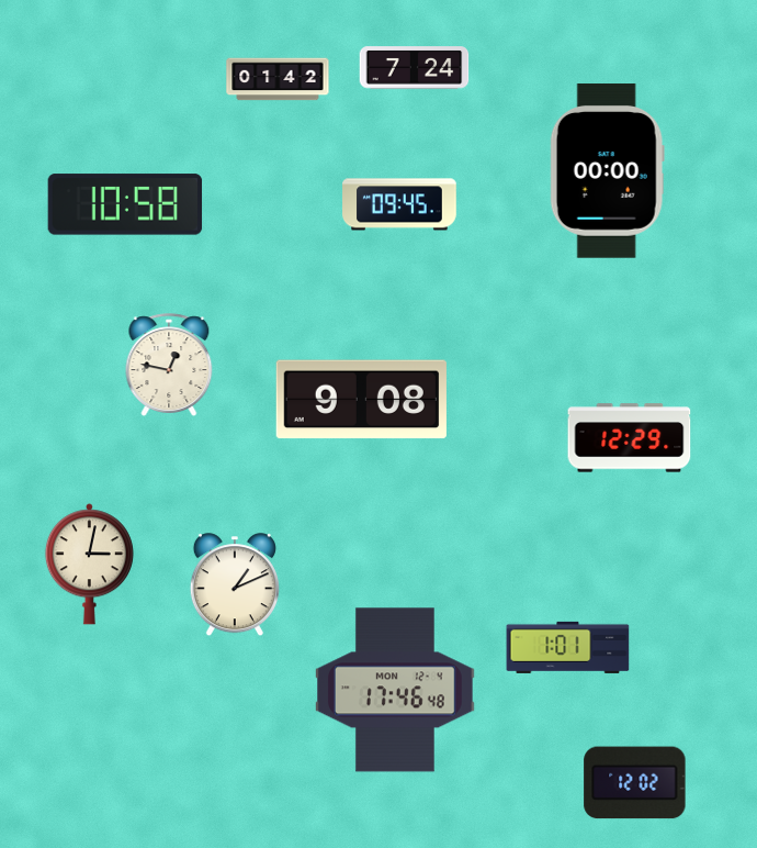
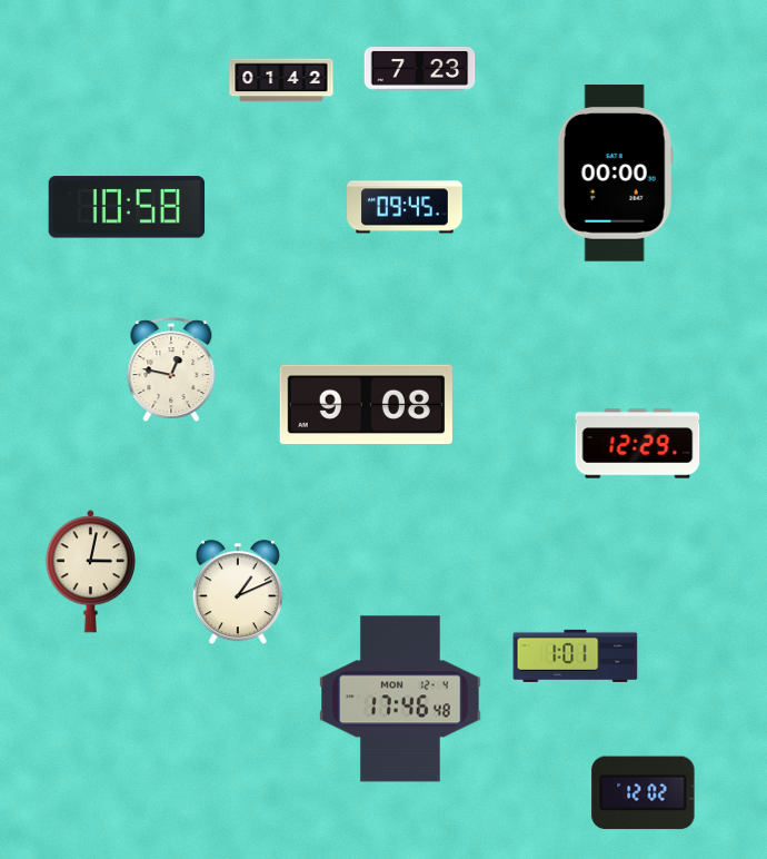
clock at (415, 68): 7:24 -> 7:23
